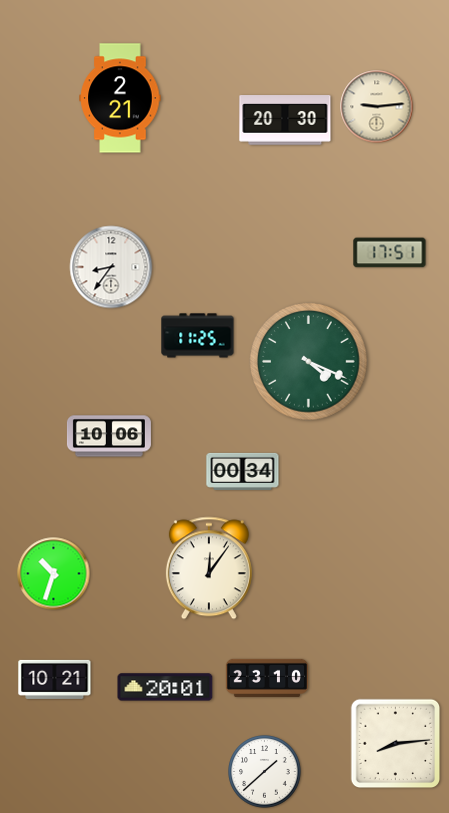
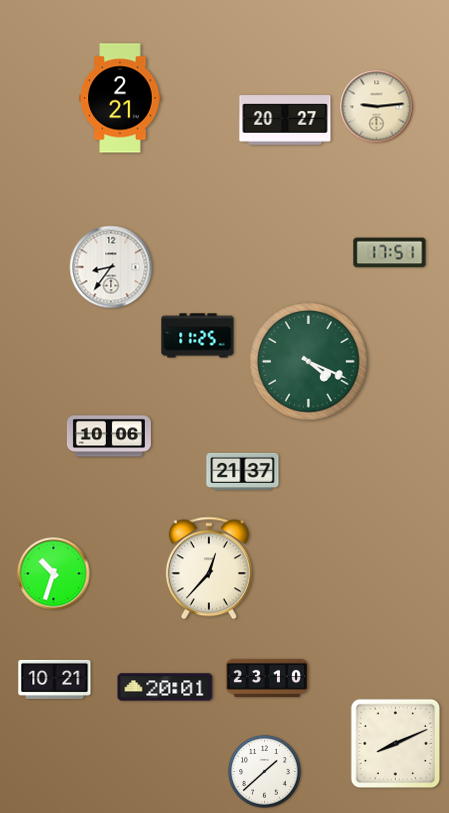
clock at (285, 120): 20:30 -> 20:27
clock at (243, 471): 00:34 -> 21:37
clock at (209, 568): 12:06 -> 12:37
clock at (396, 744): 8:14 -> 8:11
